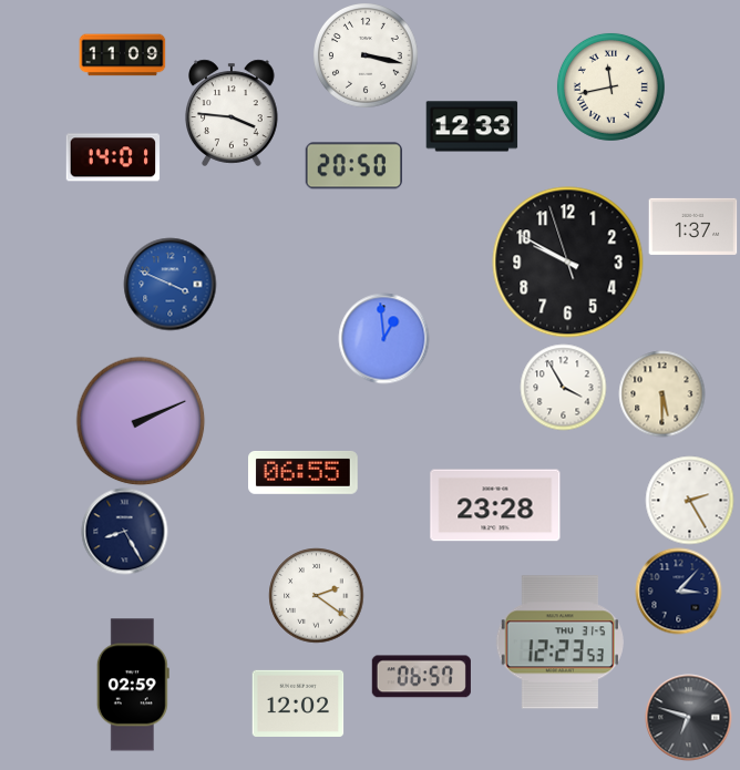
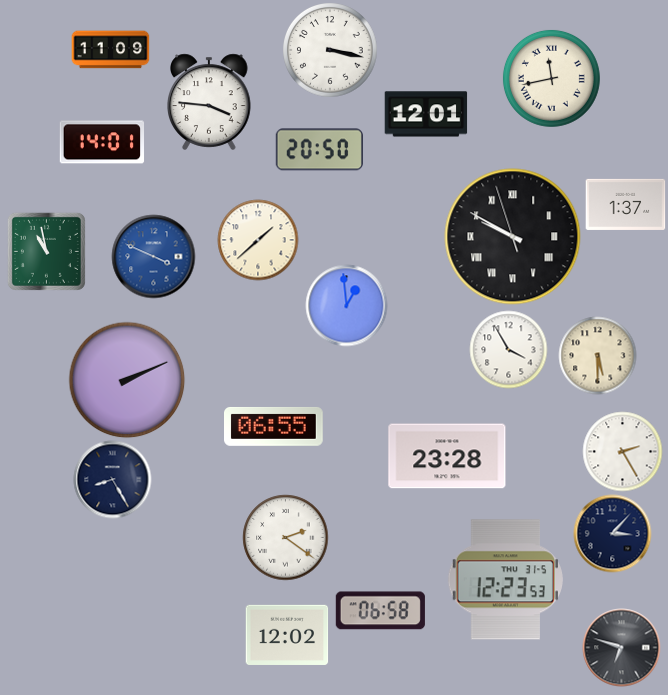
clock at (472, 126): 12:33 -> 12:01
clock at (568, 263) numerals: Arabic -> Roman
clock at (258, 240): none -> 1:38
clock at (46, 251): none -> 10:58
clock at (421, 677): 06:57 -> 06:58
clock at (133, 685): 02:59 -> none
clock at (298, 704) position: (298, 704) -> (287, 635)
